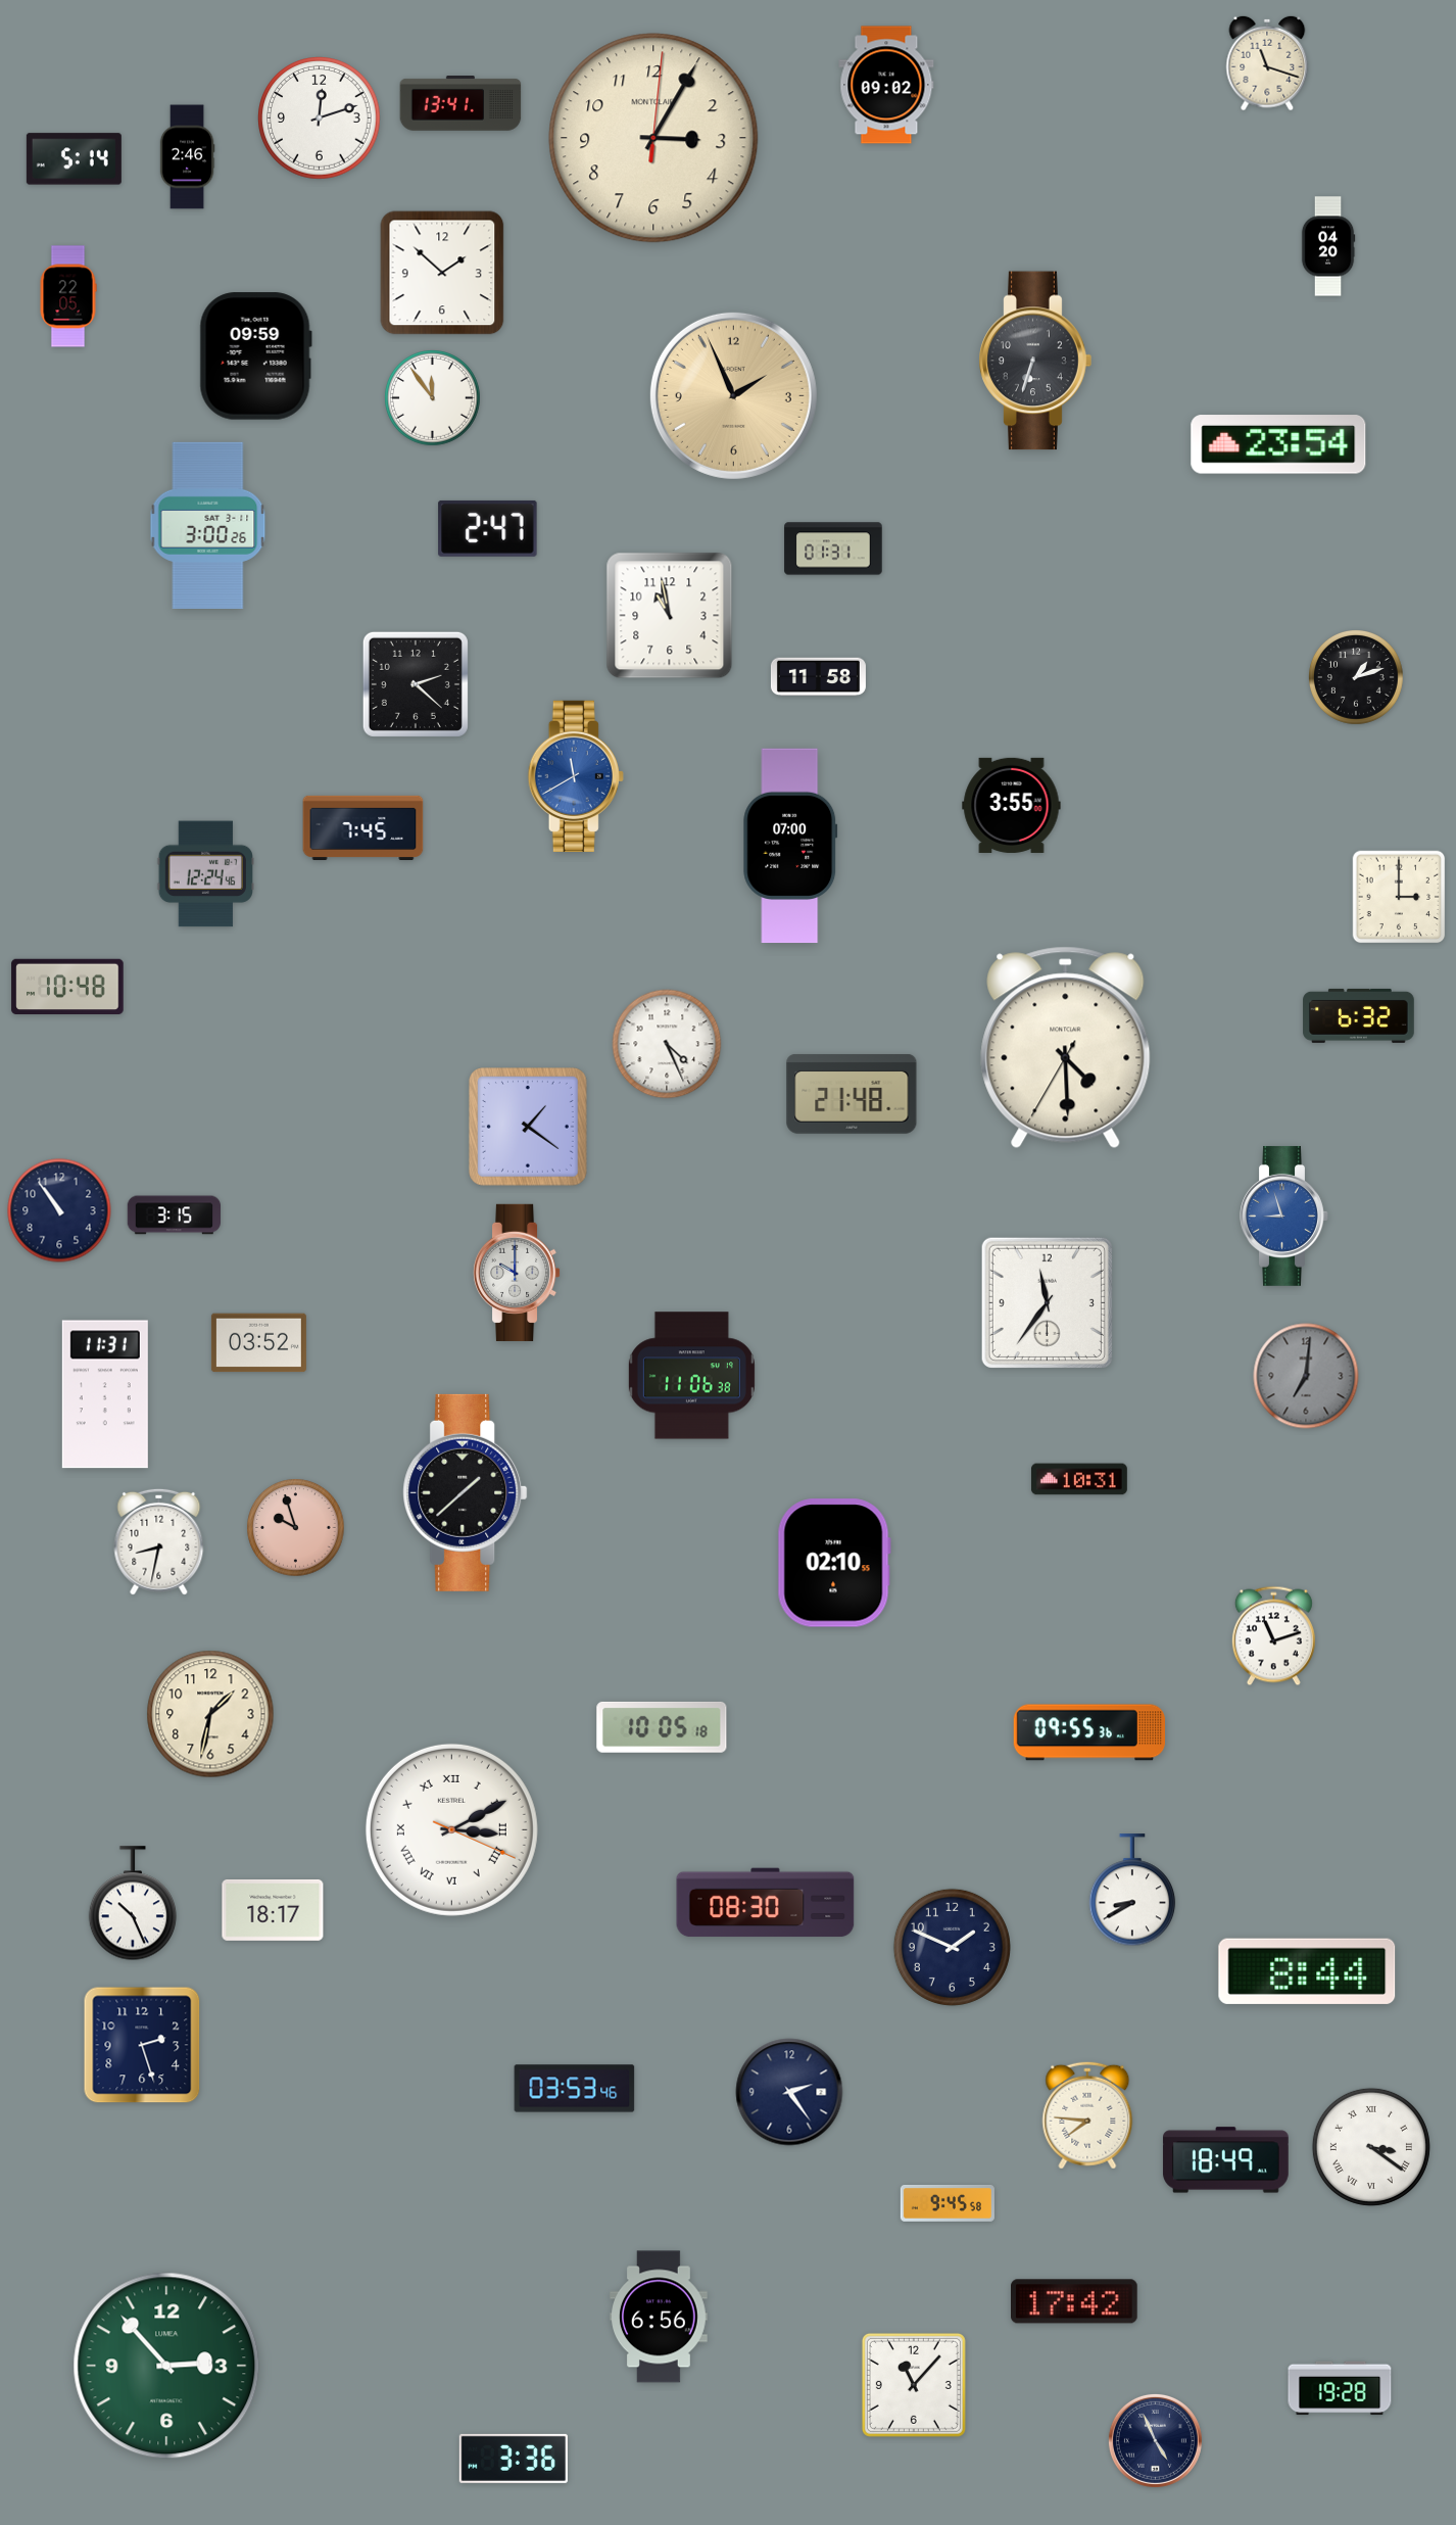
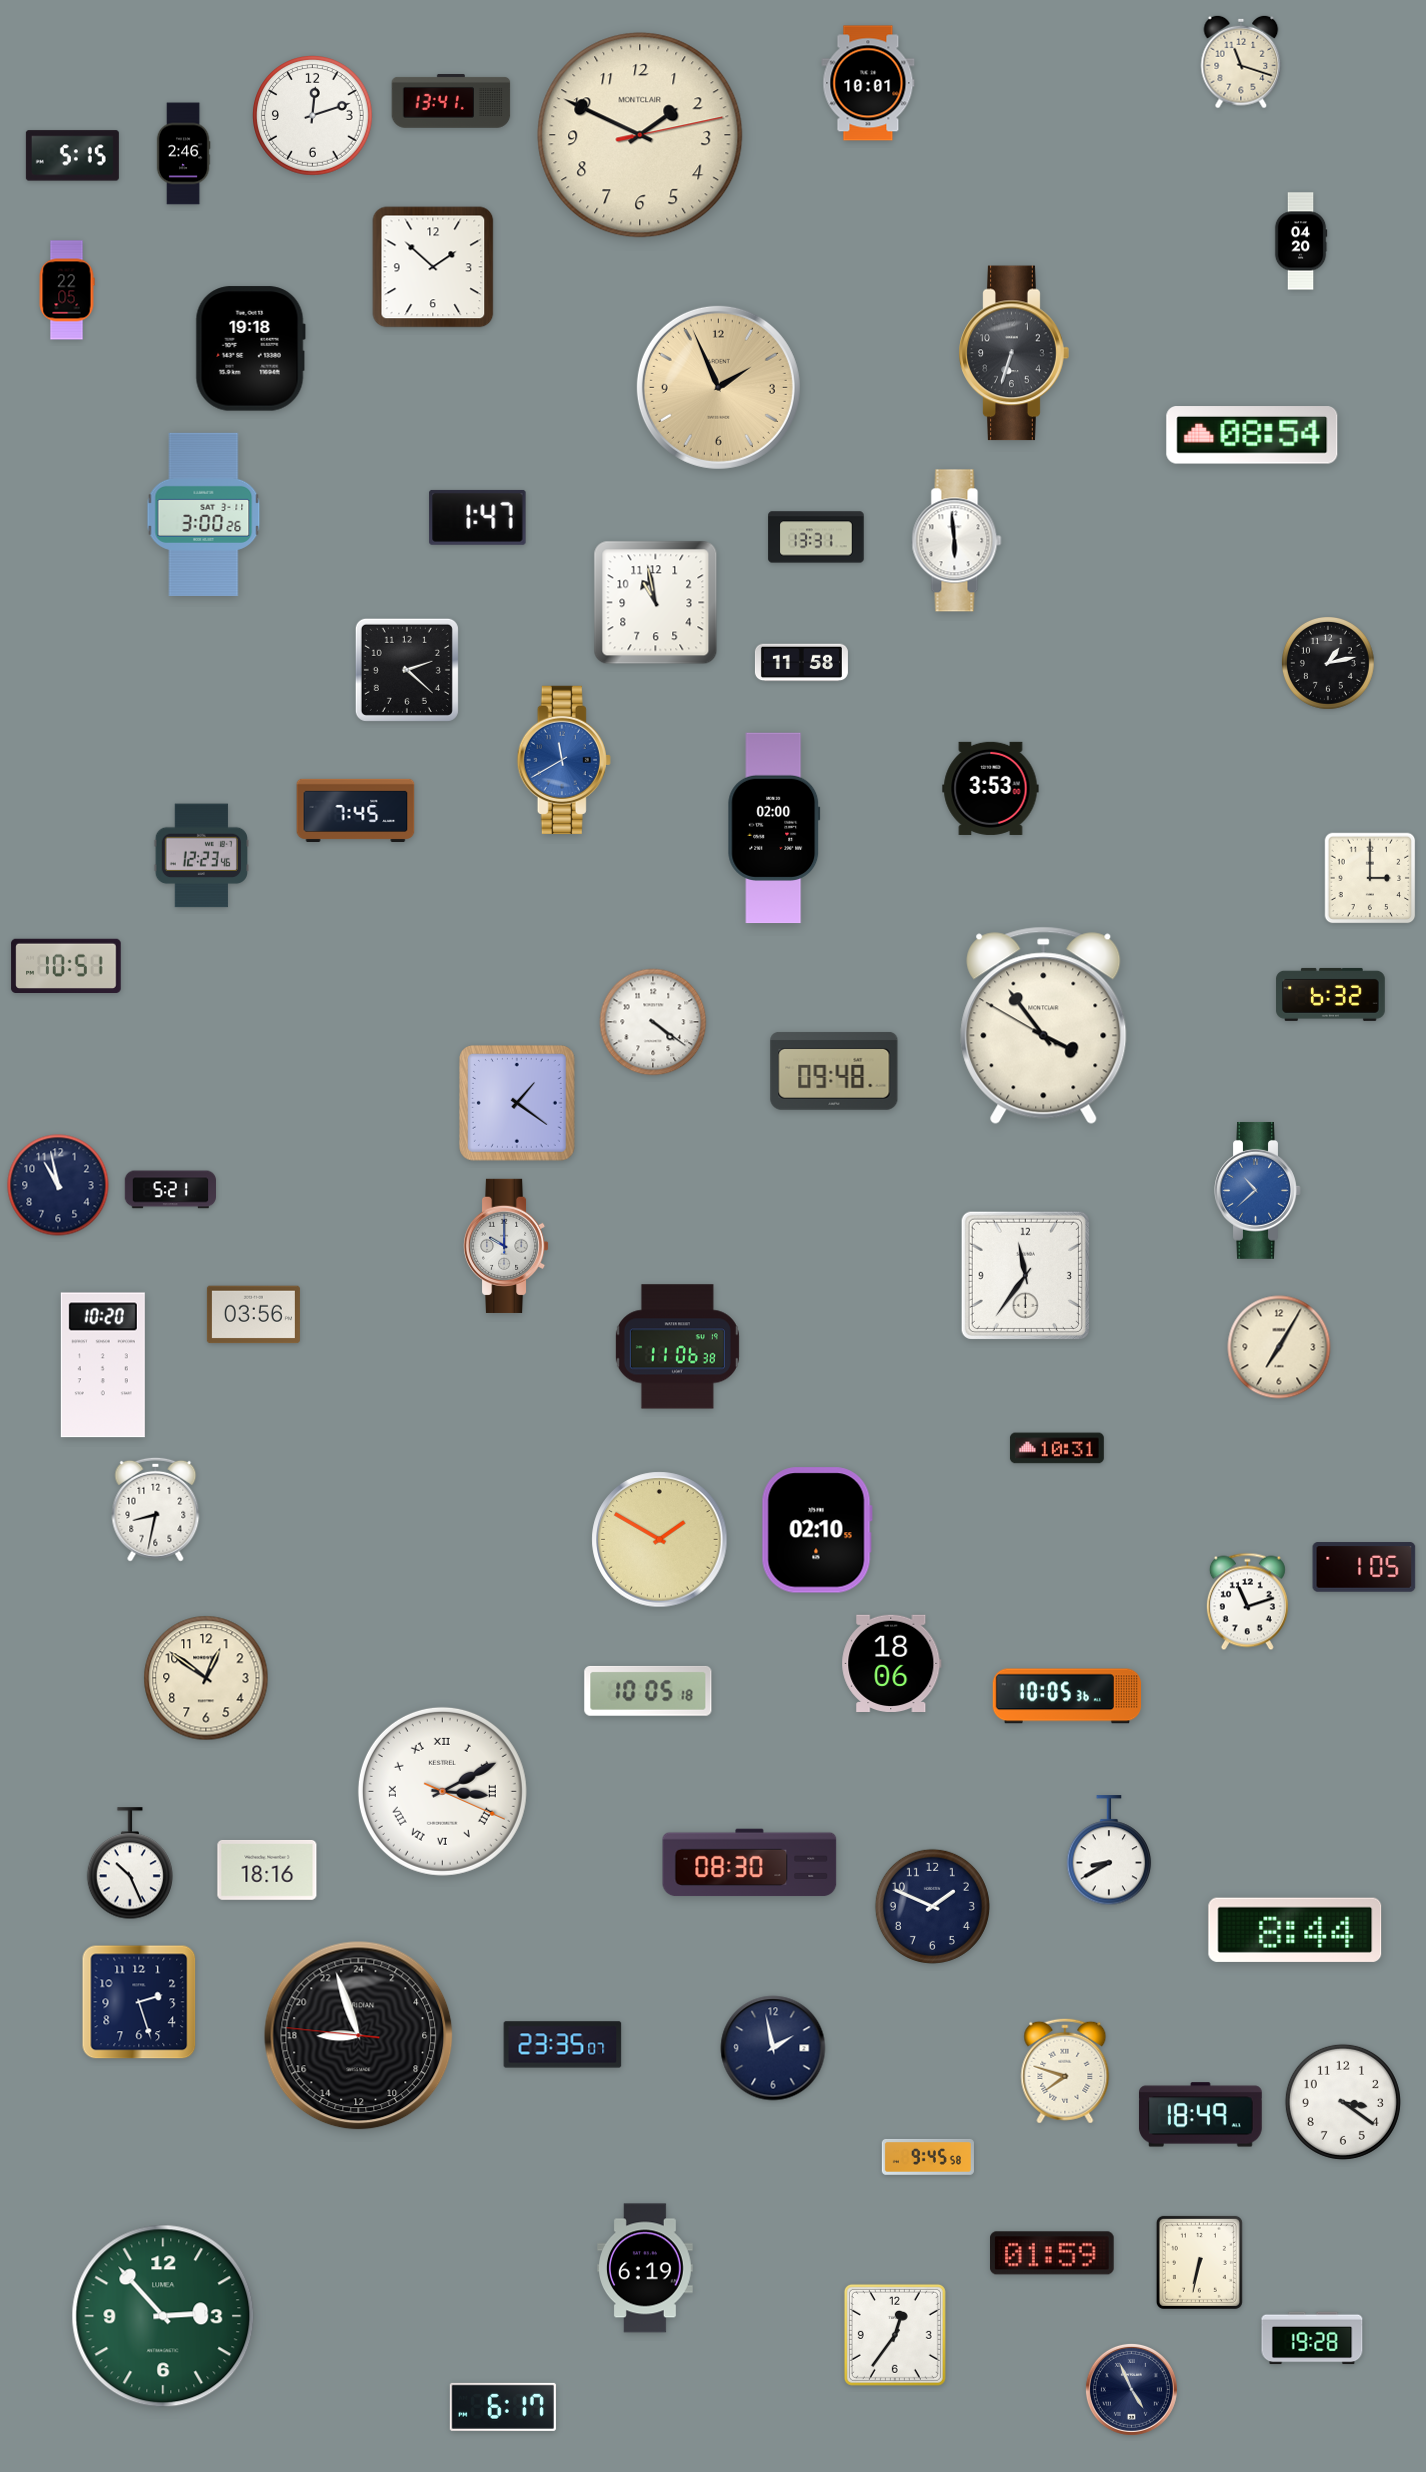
clock at (886, 85): 09:02 -> 10:01
clock at (653, 138): 3:05 -> 1:49
clock at (74, 159): 5:14 -> 5:15
clock at (255, 356): 09:59 -> 19:18
clock at (433, 398): 11:54 -> none
clock at (1278, 444): 23:54 -> 08:54
clock at (488, 528): 2:47 -> 1:47
clock at (833, 549): 01:31 -> 13:31
clock at (957, 541): none -> 5:59
clock at (1357, 678): 1:12 -> 1:13
clock at (1012, 805): 3:55 -> 3:53
clock at (790, 846): 07:00 -> 02:00
clock at (205, 874): 12:24 -> 12:23
clock at (67, 987): 10:48 -> 10:51
clock at (667, 1044): 4:26 -> 4:21
clock at (1066, 1048): 4:29 -> 3:53
clock at (852, 1094): 21:48 -> 09:48
clock at (59, 1210): 10:54 -> 10:58
clock at (174, 1216): 3:15 -> 5:21
clock at (1284, 1216): 8:57 -> 10:38
clock at (258, 1343): 03:52 -> 03:56
clock at (1306, 1376): 7:01 -> 7:05
clock at (1306, 1376) dial: grey -> cream
clock at (105, 1394): 11:31 -> 10:20
clock at (466, 1492): 1:38 -> none
clock at (296, 1528): 9:57 -> none
clock at (660, 1540): none -> 1:50
clock at (1364, 1567): none -> 1:05
clock at (892, 1663): none -> 18:06
clock at (210, 1714): 1:32 -> 12:51
clock at (1088, 1732): 09:55 -> 10:05
clock at (273, 1910): 18:17 -> 18:16
clock at (1307, 1971) position: (1307, 1971) -> (1295, 1930)
clock at (359, 2036): none -> 17:56
clock at (575, 2089): 03:53 -> 23:35
clock at (789, 2092): 2:24 -> 1:58
clock at (1087, 2115): 7:46 -> 7:48
clock at (1371, 2147) numerals: Roman -> Arabic
clock at (1075, 2301): 17:42 -> 01:59
clock at (1199, 2262): none -> 6:32
clock at (660, 2317): 6:56 -> 6:19
clock at (914, 2385): 11:07 -> 12:36
clock at (514, 2459): 3:36 -> 6:17
